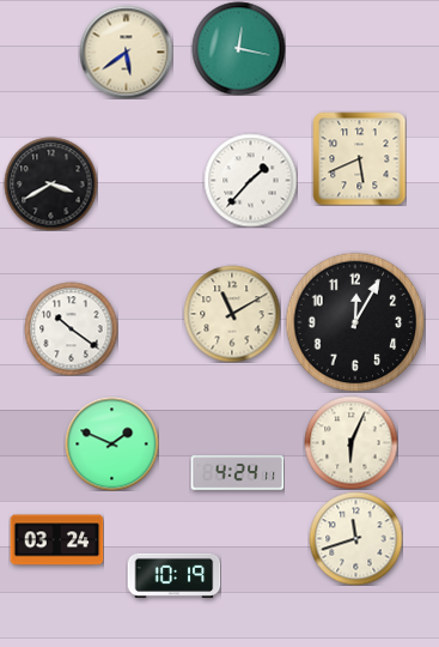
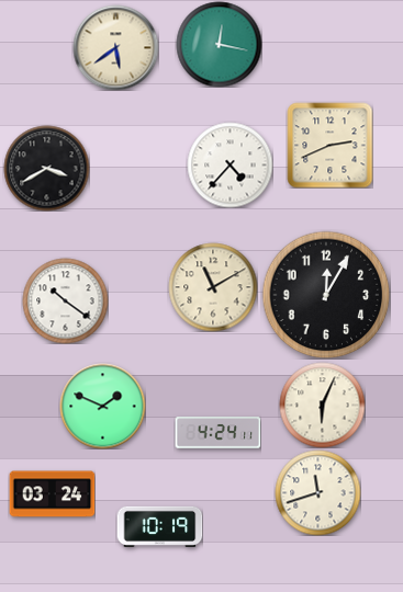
clock at (359, 158): 5:41 -> 2:41
clock at (250, 180): 1:37 -> 4:37
clock at (355, 538) position: (355, 538) -> (317, 492)
